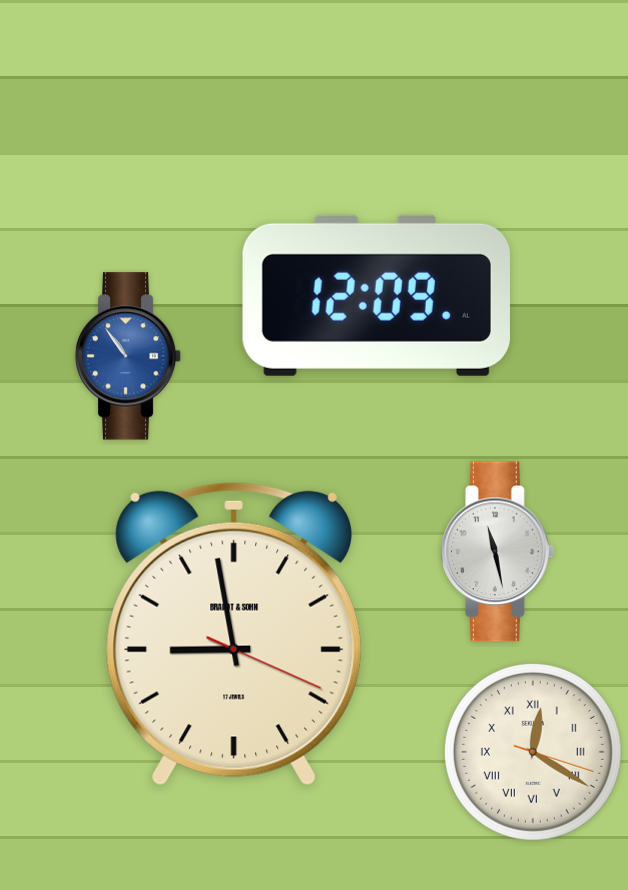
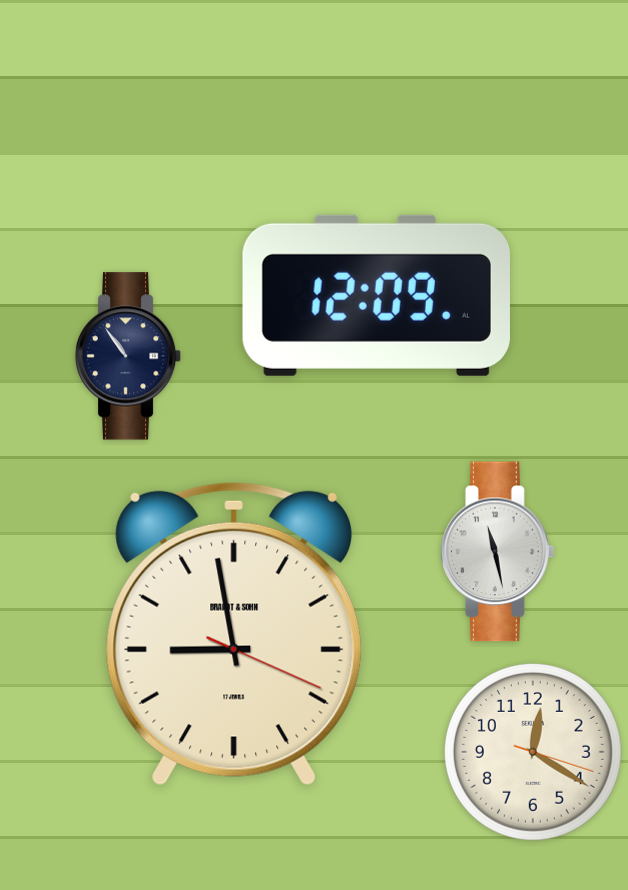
clock at (128, 356) dial: blue -> navy
clock at (533, 752) numerals: Roman -> Arabic
